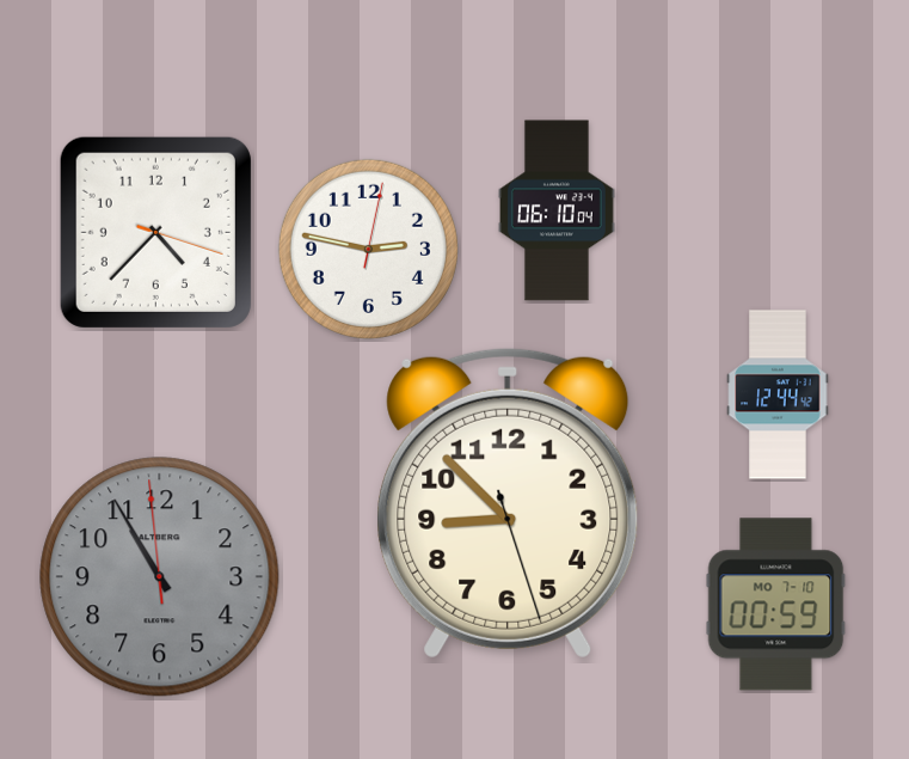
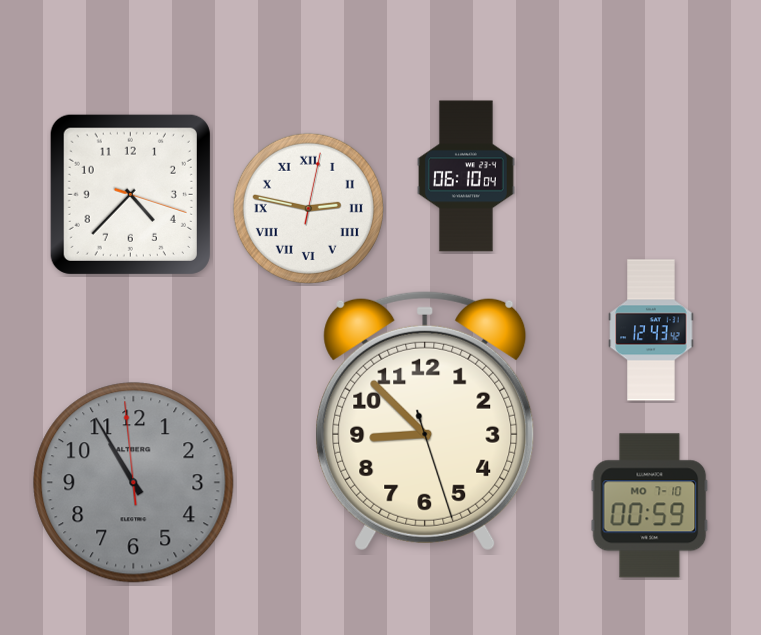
clock at (368, 249) numerals: Arabic -> Roman
clock at (778, 394): 12:44 -> 12:43
